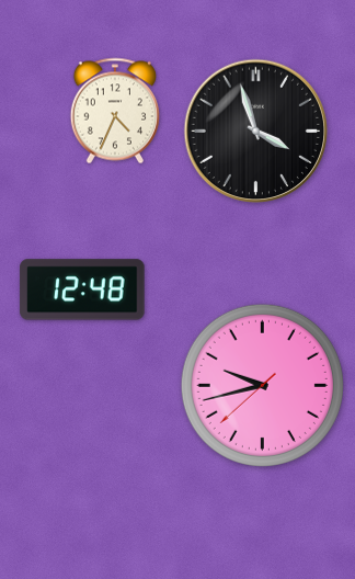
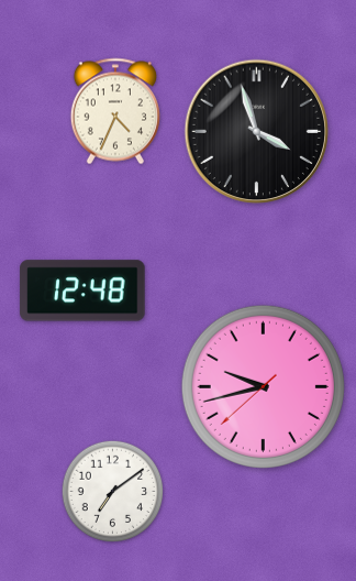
clock at (113, 492): none -> 7:09
